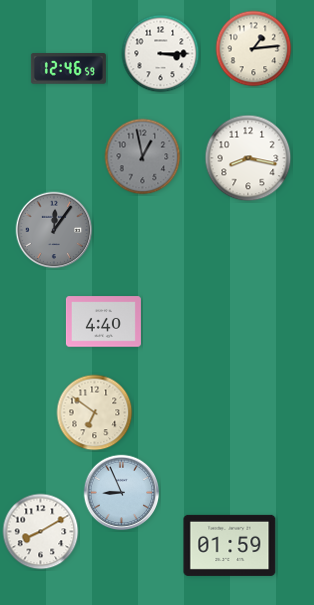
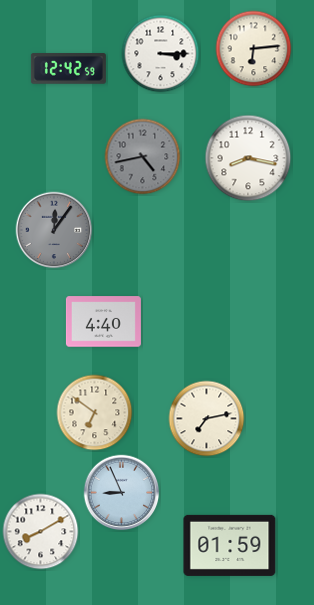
clock at (254, 49): 1:14 -> 6:14
clock at (68, 69): 12:46 -> 12:42
clock at (143, 157): 12:58 -> 4:43
clock at (207, 419): none -> 7:13
